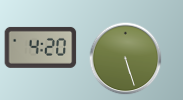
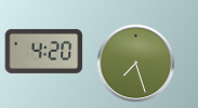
clock at (126, 59): 5:27 -> 7:27
